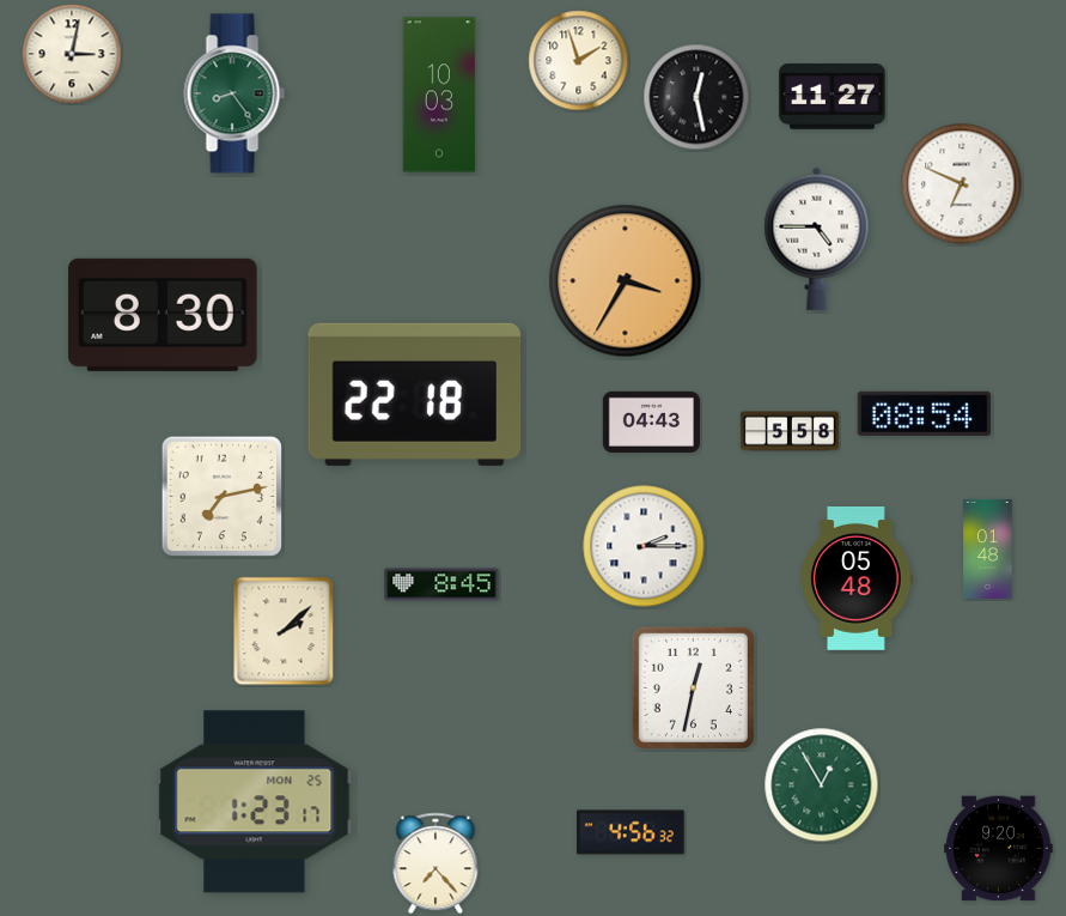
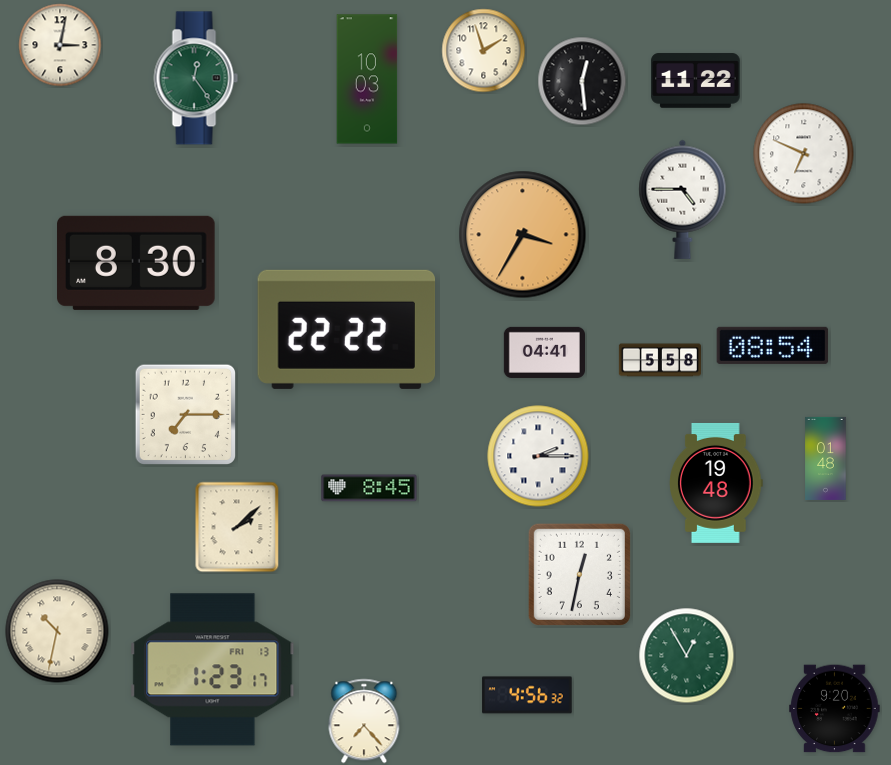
clock at (234, 93): 8:24 -> 12:24
clock at (696, 97): 12:28 -> 12:29
clock at (833, 97): 11:27 -> 11:22
clock at (415, 394): 22:18 -> 22:22
clock at (651, 421): 04:43 -> 04:41
clock at (221, 496): 7:13 -> 7:15
clock at (858, 578): 05:48 -> 19:48
clock at (57, 631): none -> 10:32
clock at (255, 802) date: MON 25 -> FRI 13
